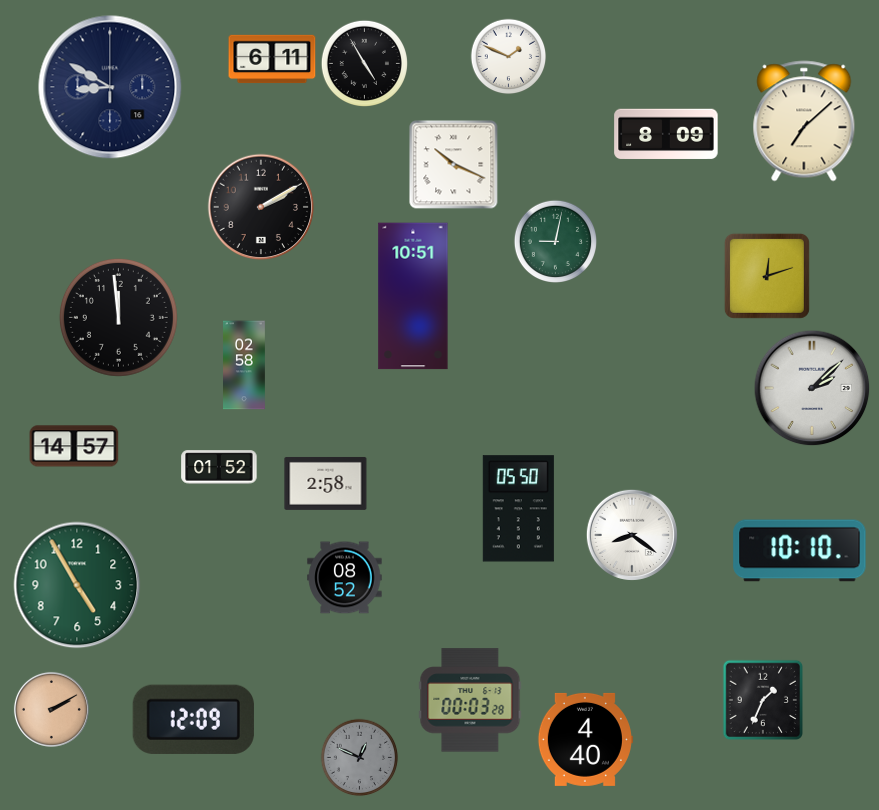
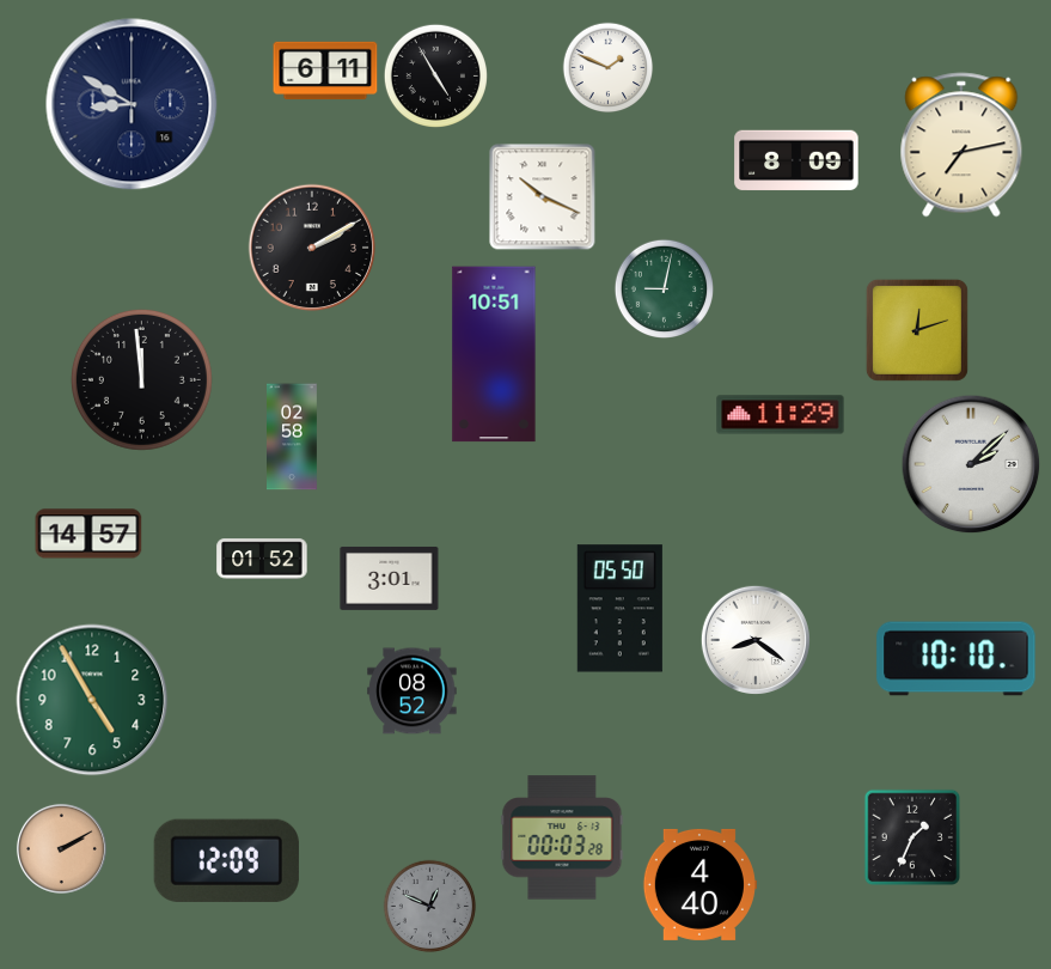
clock at (804, 121): 7:08 -> 7:13
clock at (781, 415): none -> 11:29
clock at (326, 483): 2:58 -> 3:01
clock at (193, 719) position: (193, 719) -> (226, 860)
